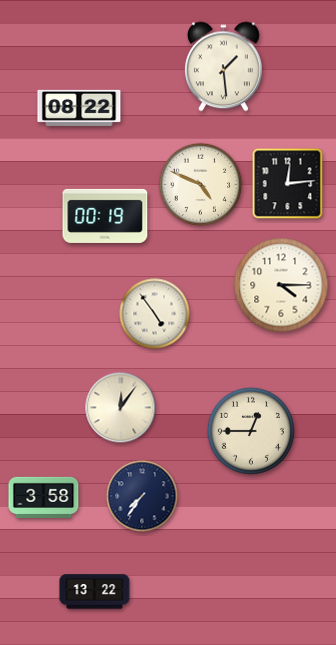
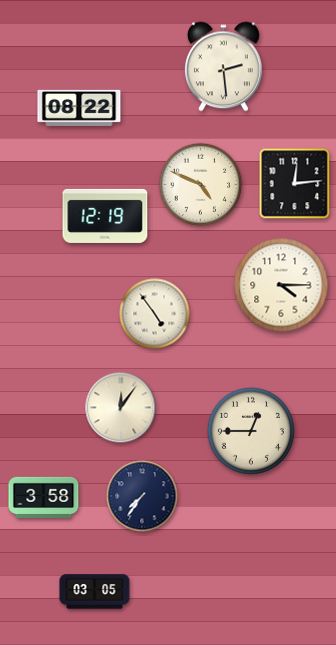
clock at (223, 67): 1:29 -> 2:29
clock at (288, 184) position: (288, 184) -> (295, 184)
clock at (105, 216): 00:19 -> 12:19
clock at (95, 592): 13:22 -> 03:05
